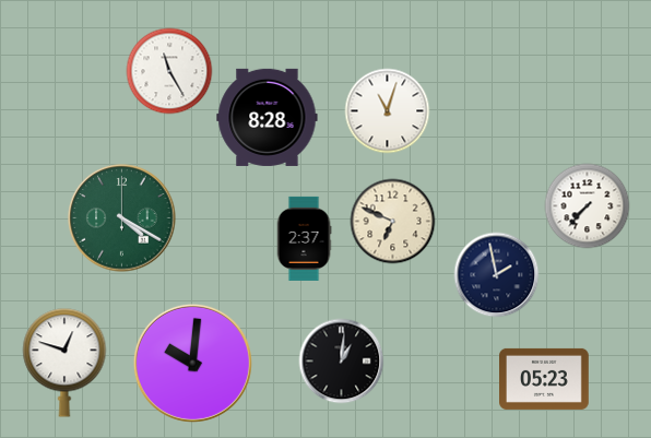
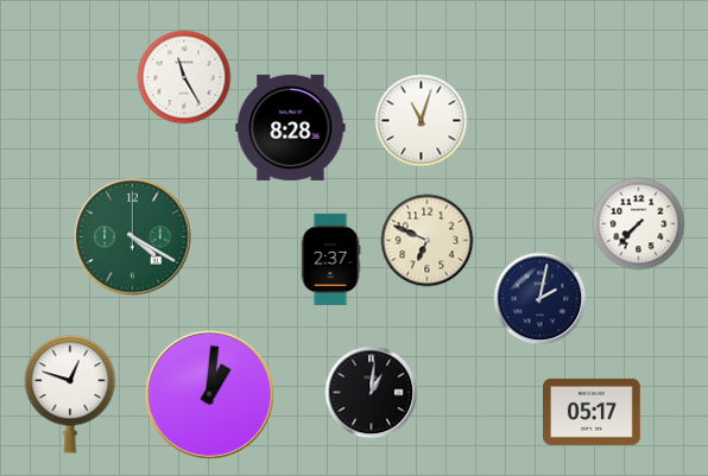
clock at (496, 274): 1:58 -> 2:02
clock at (192, 363): 10:01 -> 1:01
clock at (545, 379): 05:23 -> 05:17
